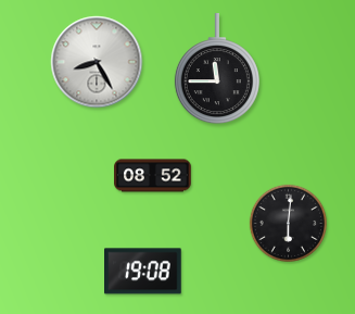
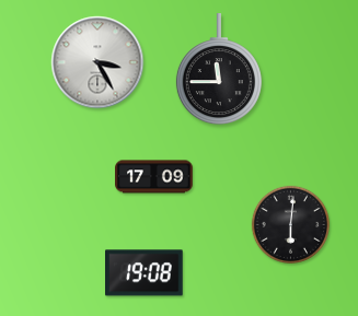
clock at (97, 62): 8:25 -> 3:25
clock at (153, 176): 08:52 -> 17:09
